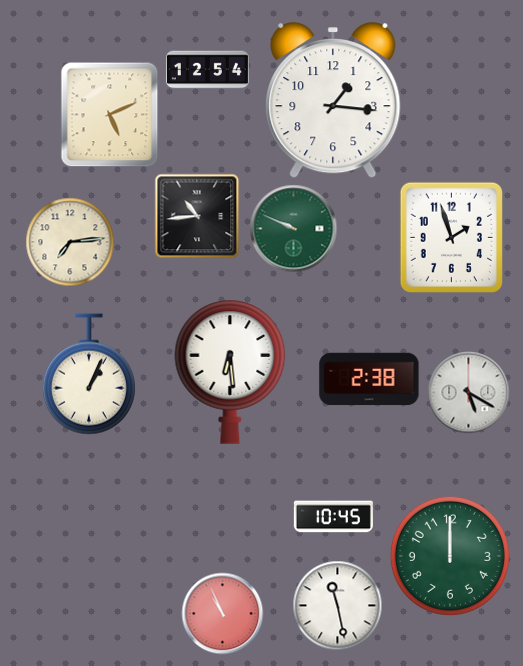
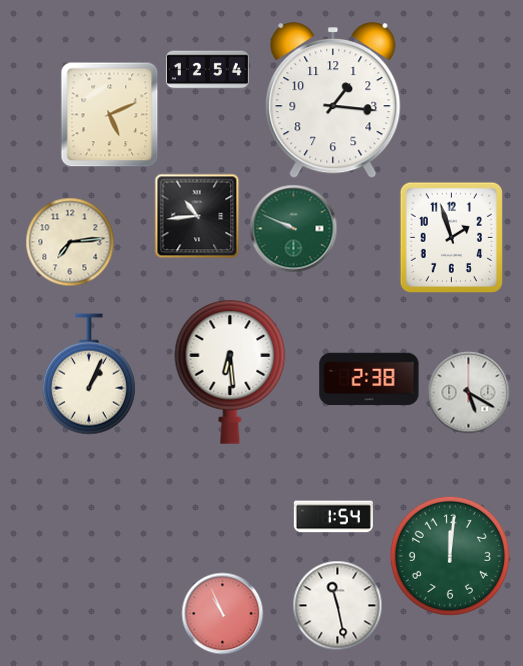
clock at (333, 517): 10:45 -> 1:54
clock at (450, 556): 12:00 -> 12:01
